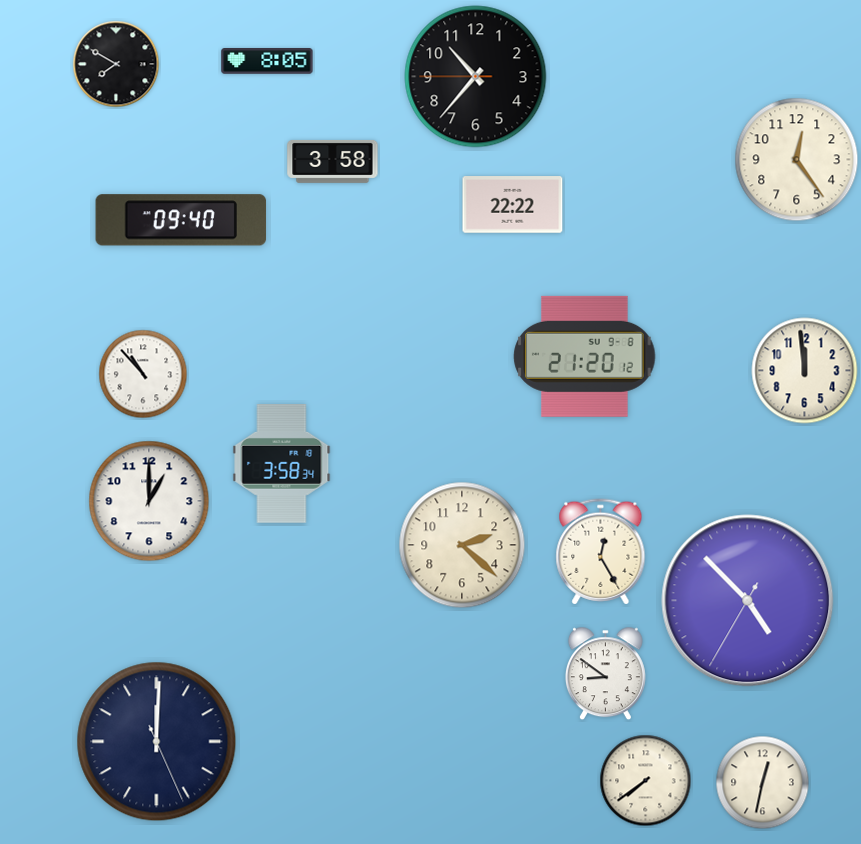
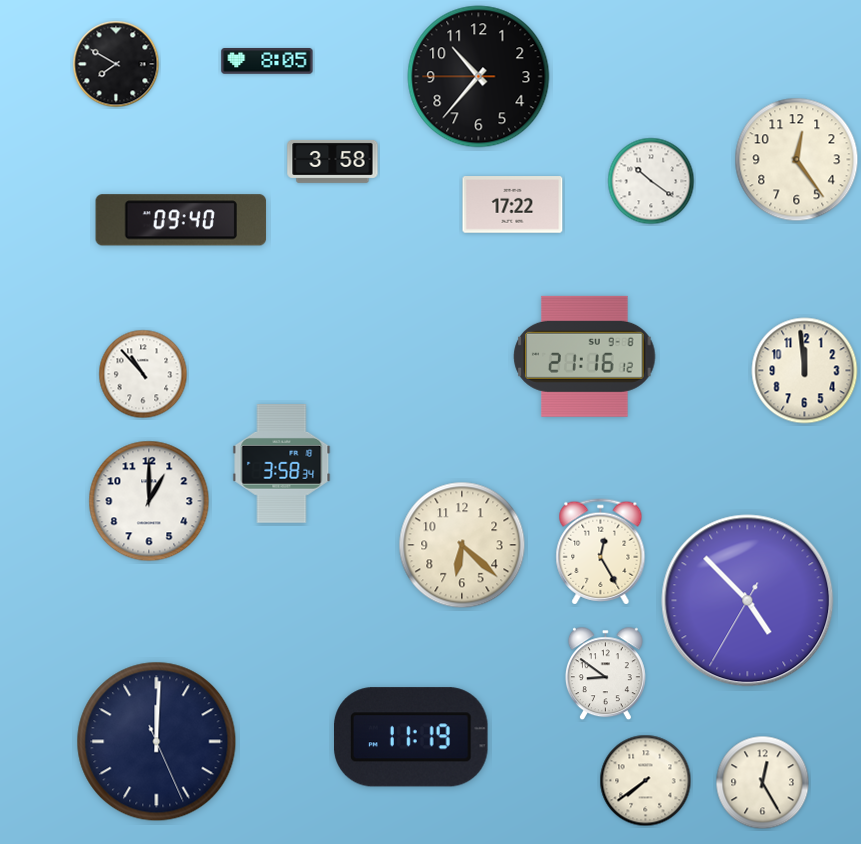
clock at (476, 77) position: (476, 77) -> (479, 77)
clock at (651, 181): none -> 10:21
clock at (513, 205): 22:22 -> 17:22
clock at (585, 356): 21:20 -> 21:16
clock at (462, 545): 2:22 -> 6:22
clock at (412, 737): none -> 11:19
clock at (763, 783): 12:32 -> 12:25
